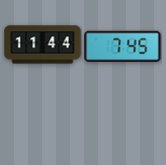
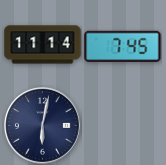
clock at (43, 45): 11:44 -> 11:14
clock at (42, 125): none -> 6:02
